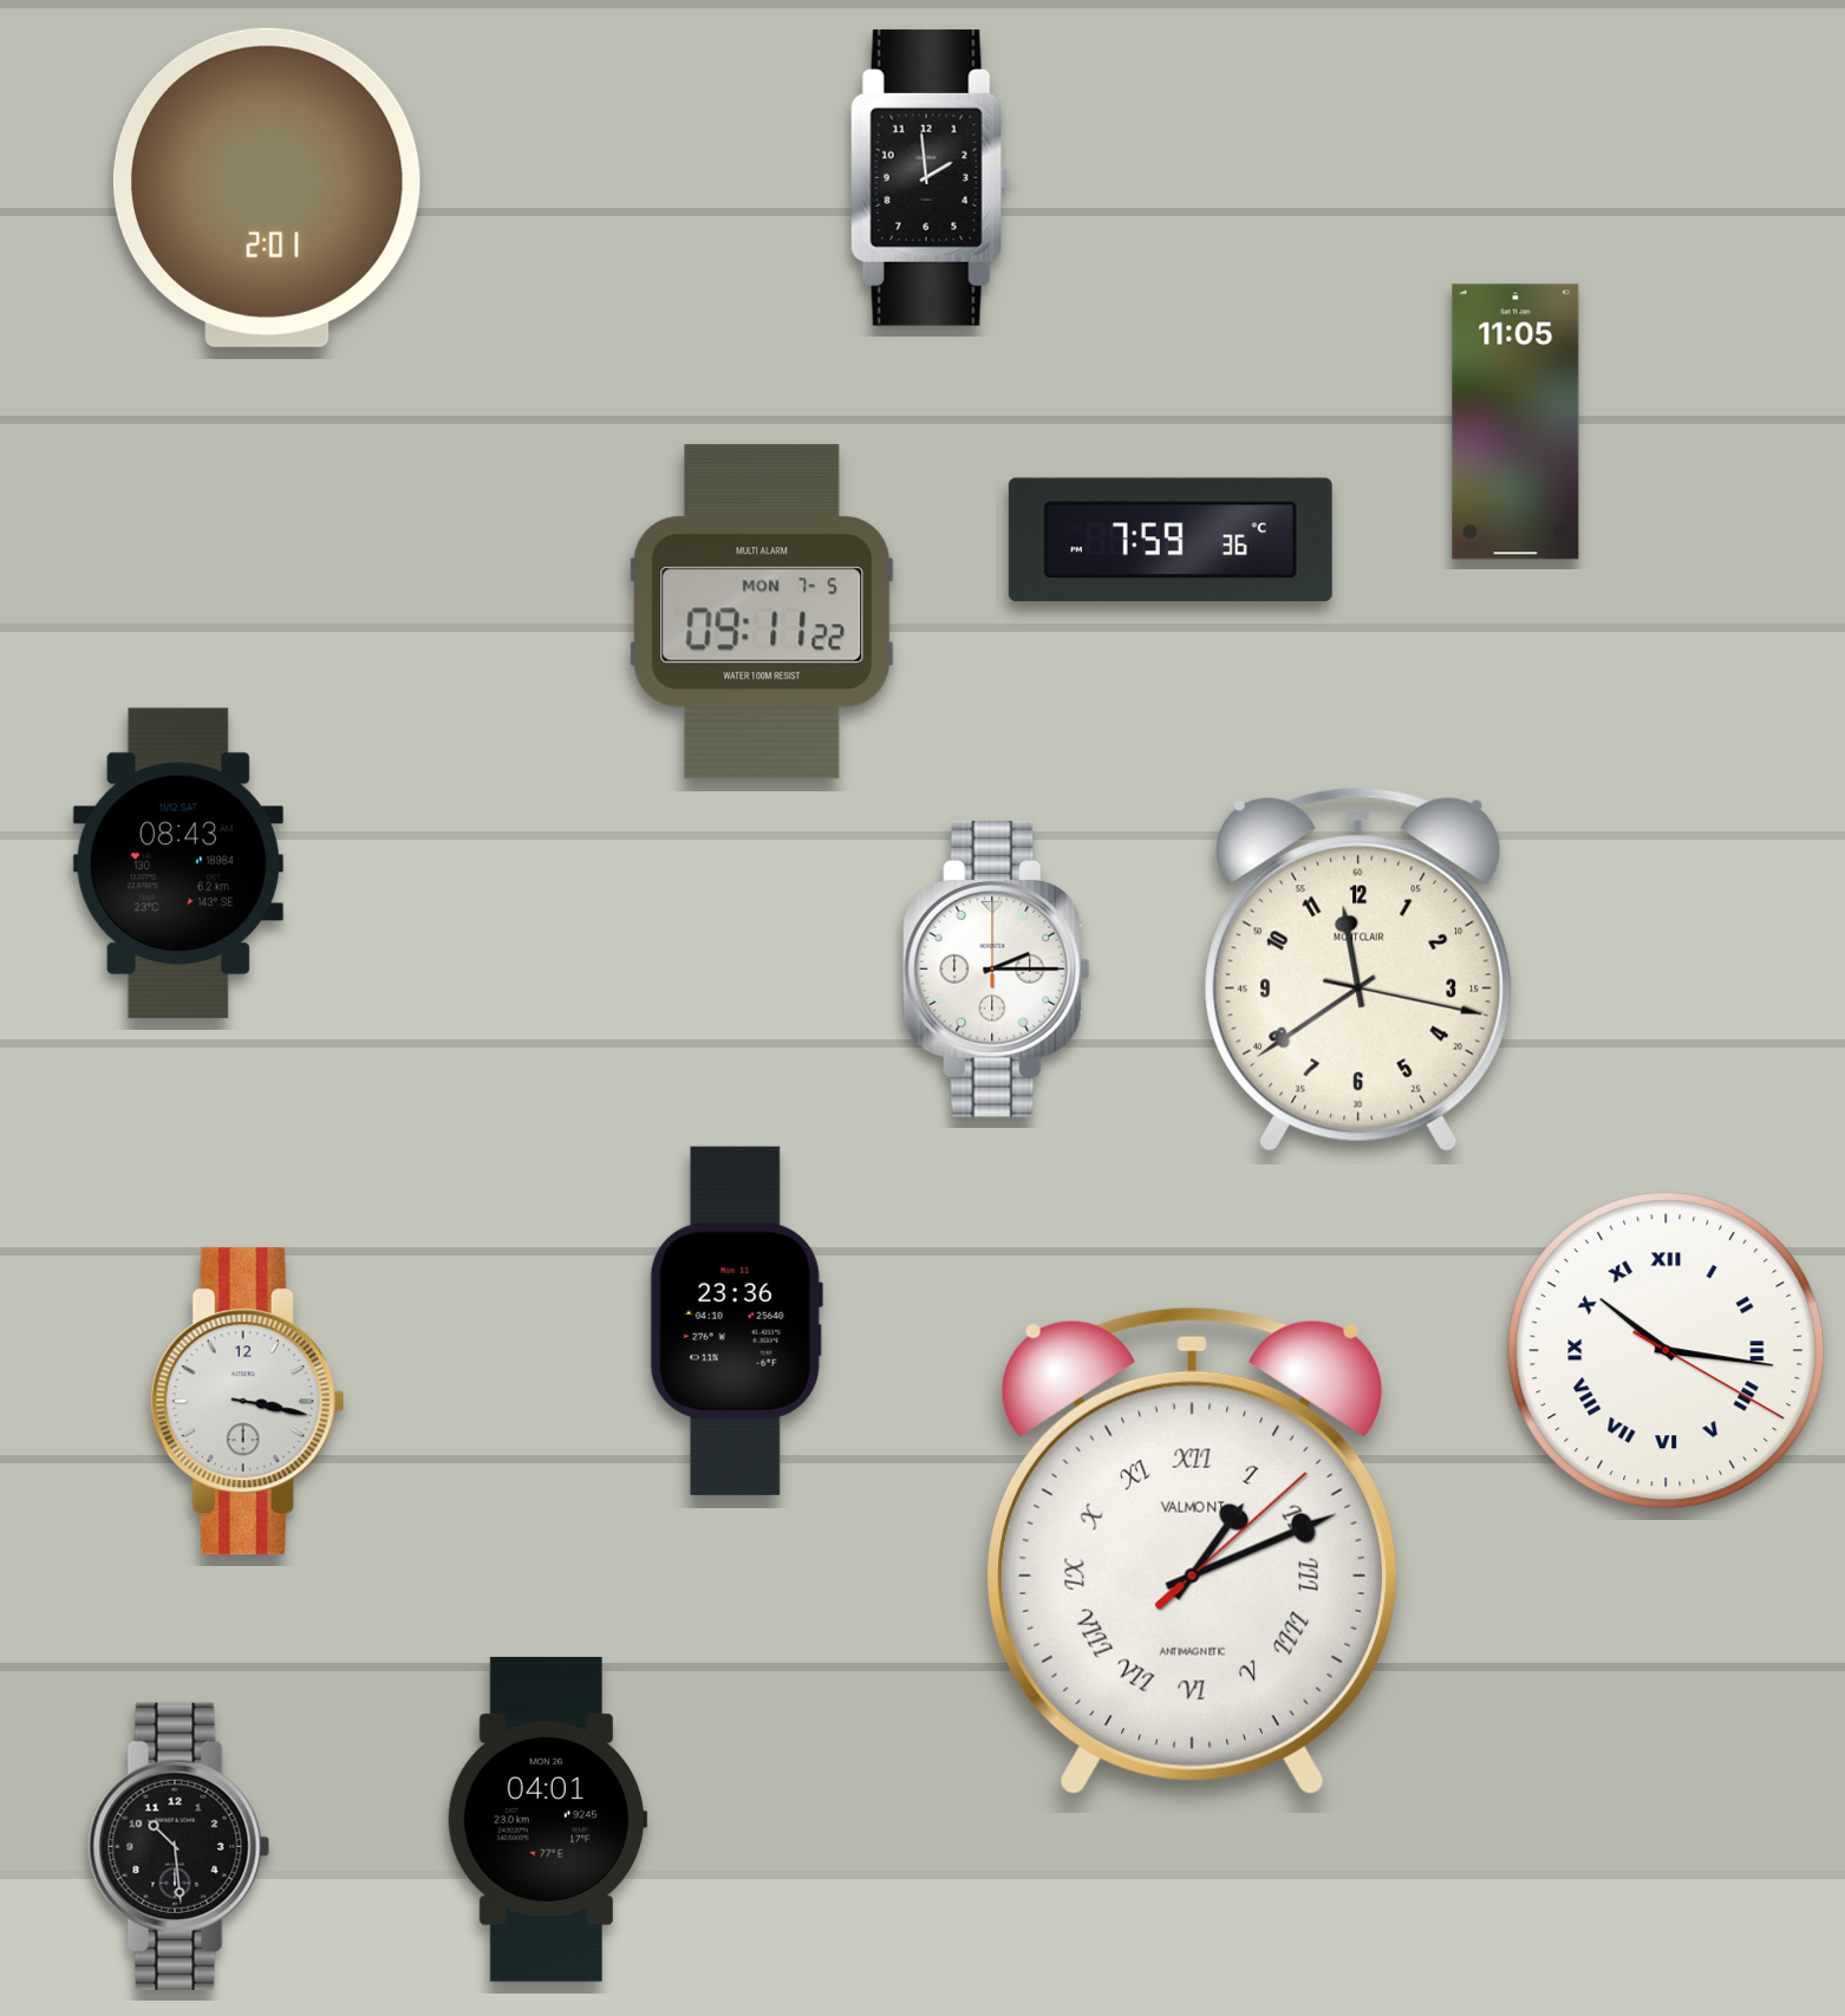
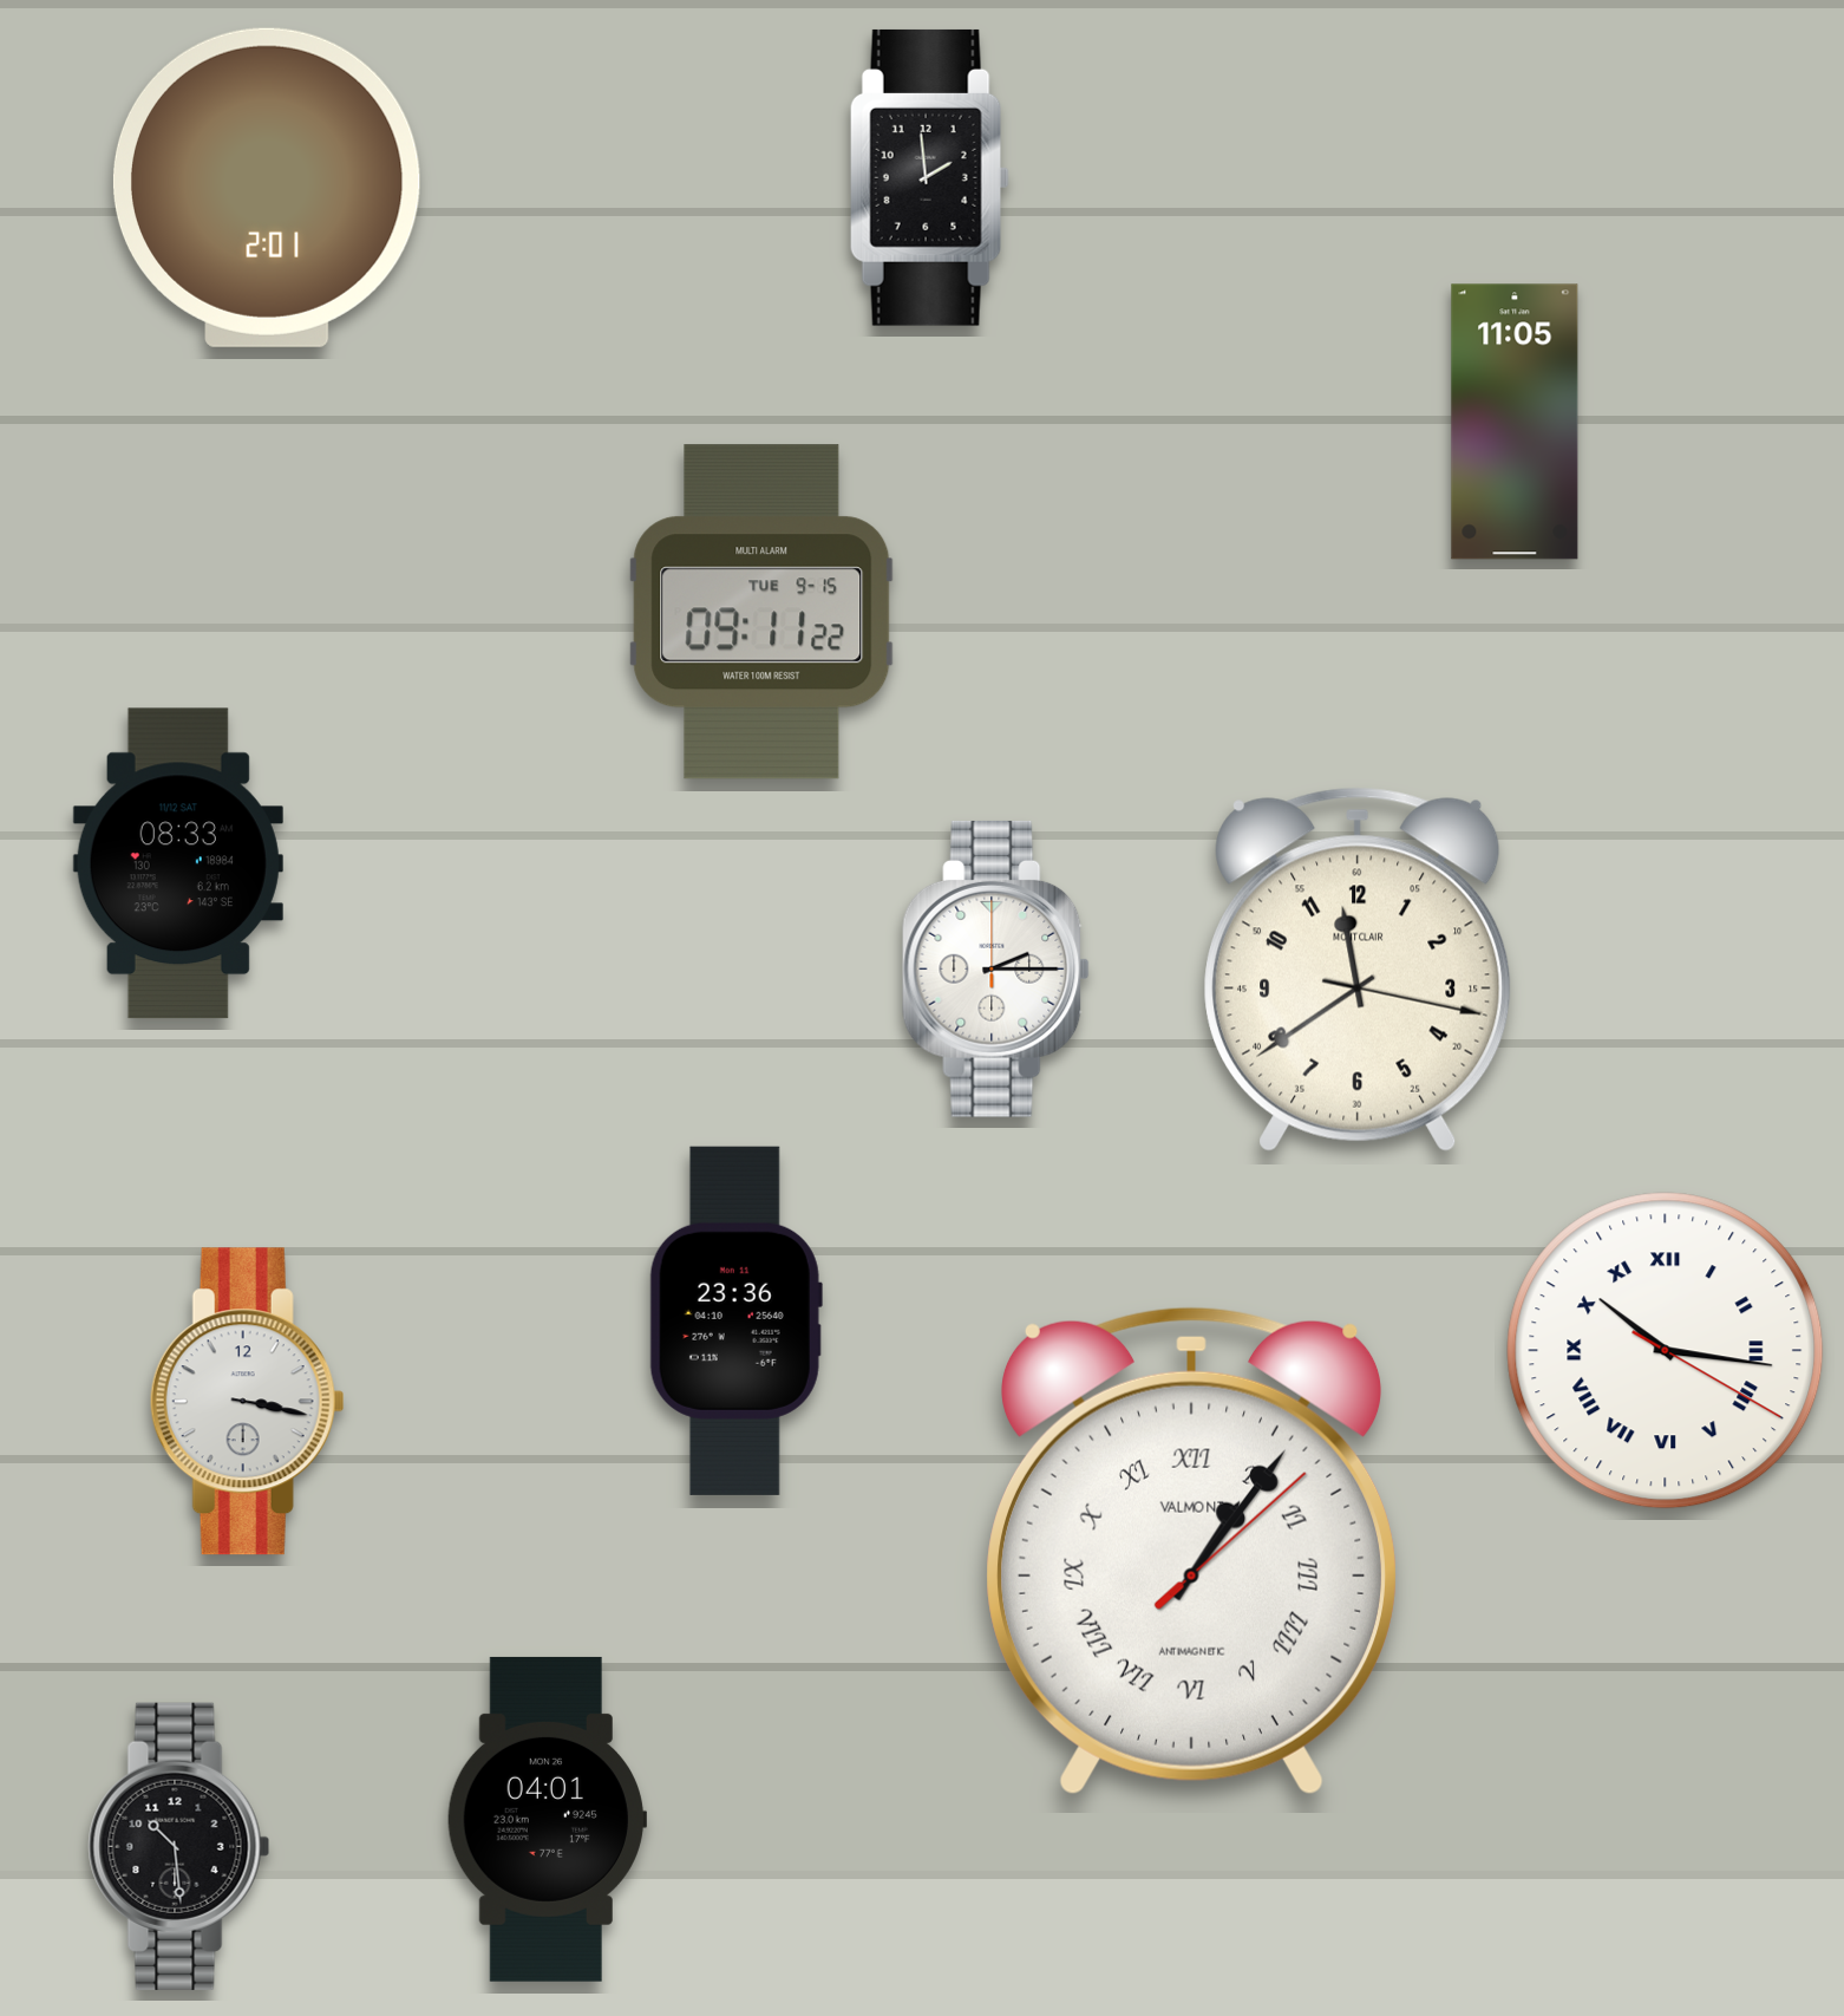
clock at (1171, 540): 7:59 -> none
clock at (762, 612) date: MON 7-5 -> TUE 9-15
clock at (178, 863): 08:43 -> 08:33
clock at (1193, 1551): 1:11 -> 1:06
